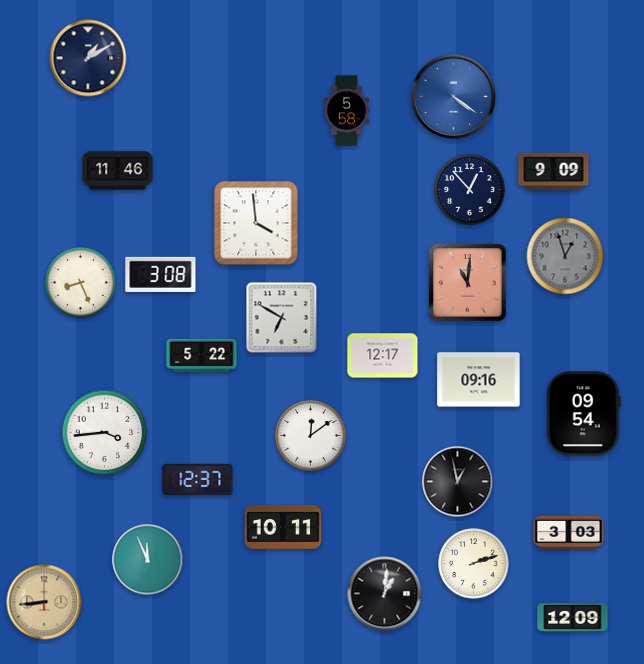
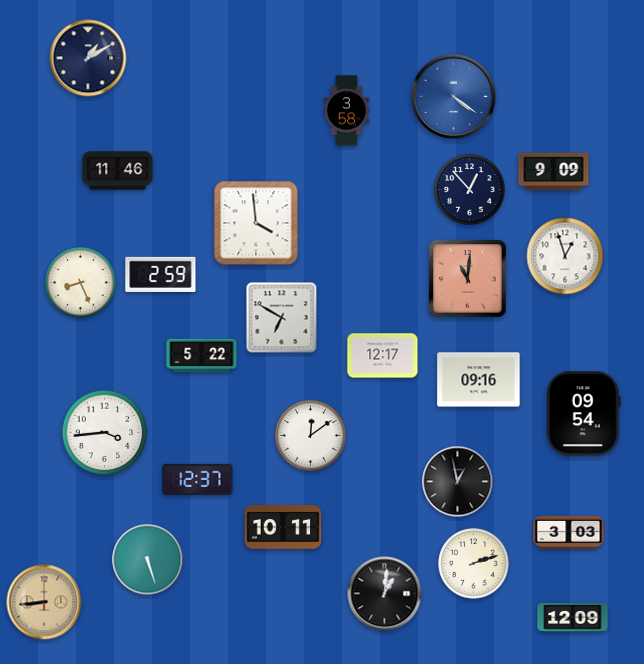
clock at (347, 111): 5:58 -> 3:58
clock at (565, 256) dial: grey -> white
clock at (161, 274): 3:08 -> 2:59
clock at (468, 283) position: (468, 283) -> (468, 279)
clock at (148, 560): 11:56 -> 5:27
